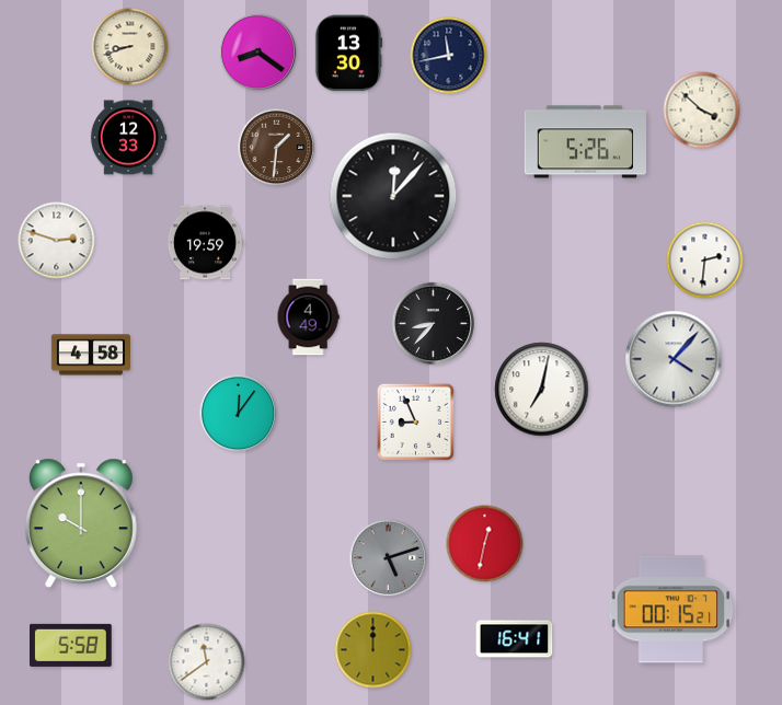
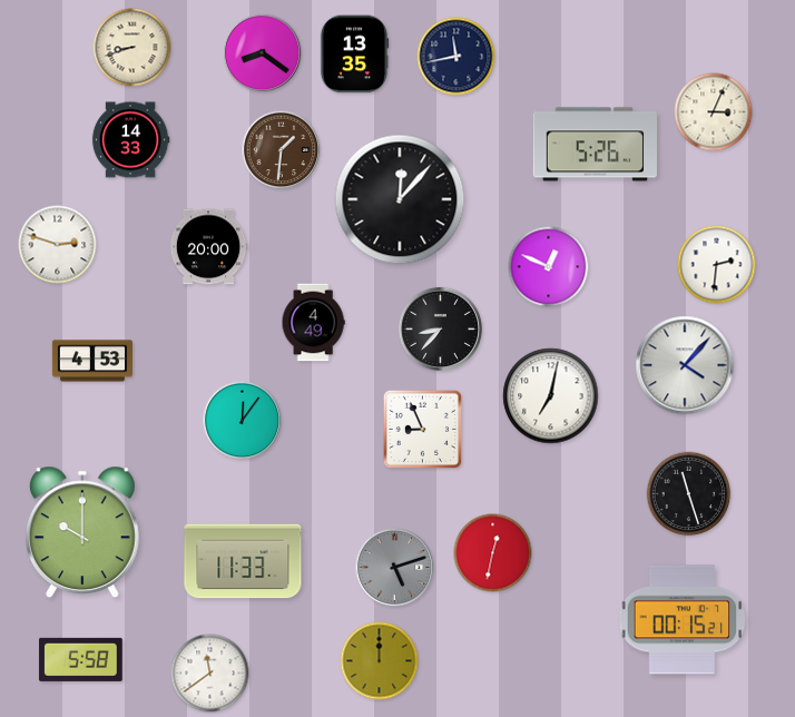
clock at (348, 54): 13:30 -> 13:35
clock at (702, 111): 3:52 -> 3:04
clock at (128, 138): 12:33 -> 14:33
clock at (205, 243): 19:59 -> 20:00
clock at (549, 267): none -> 12:49
clock at (90, 355): 4:58 -> 4:53
clock at (689, 494): none -> 11:27
clock at (243, 561): none -> 11:33
clock at (515, 639): 16:41 -> none
clock at (71, 645) position: (71, 645) -> (81, 659)
